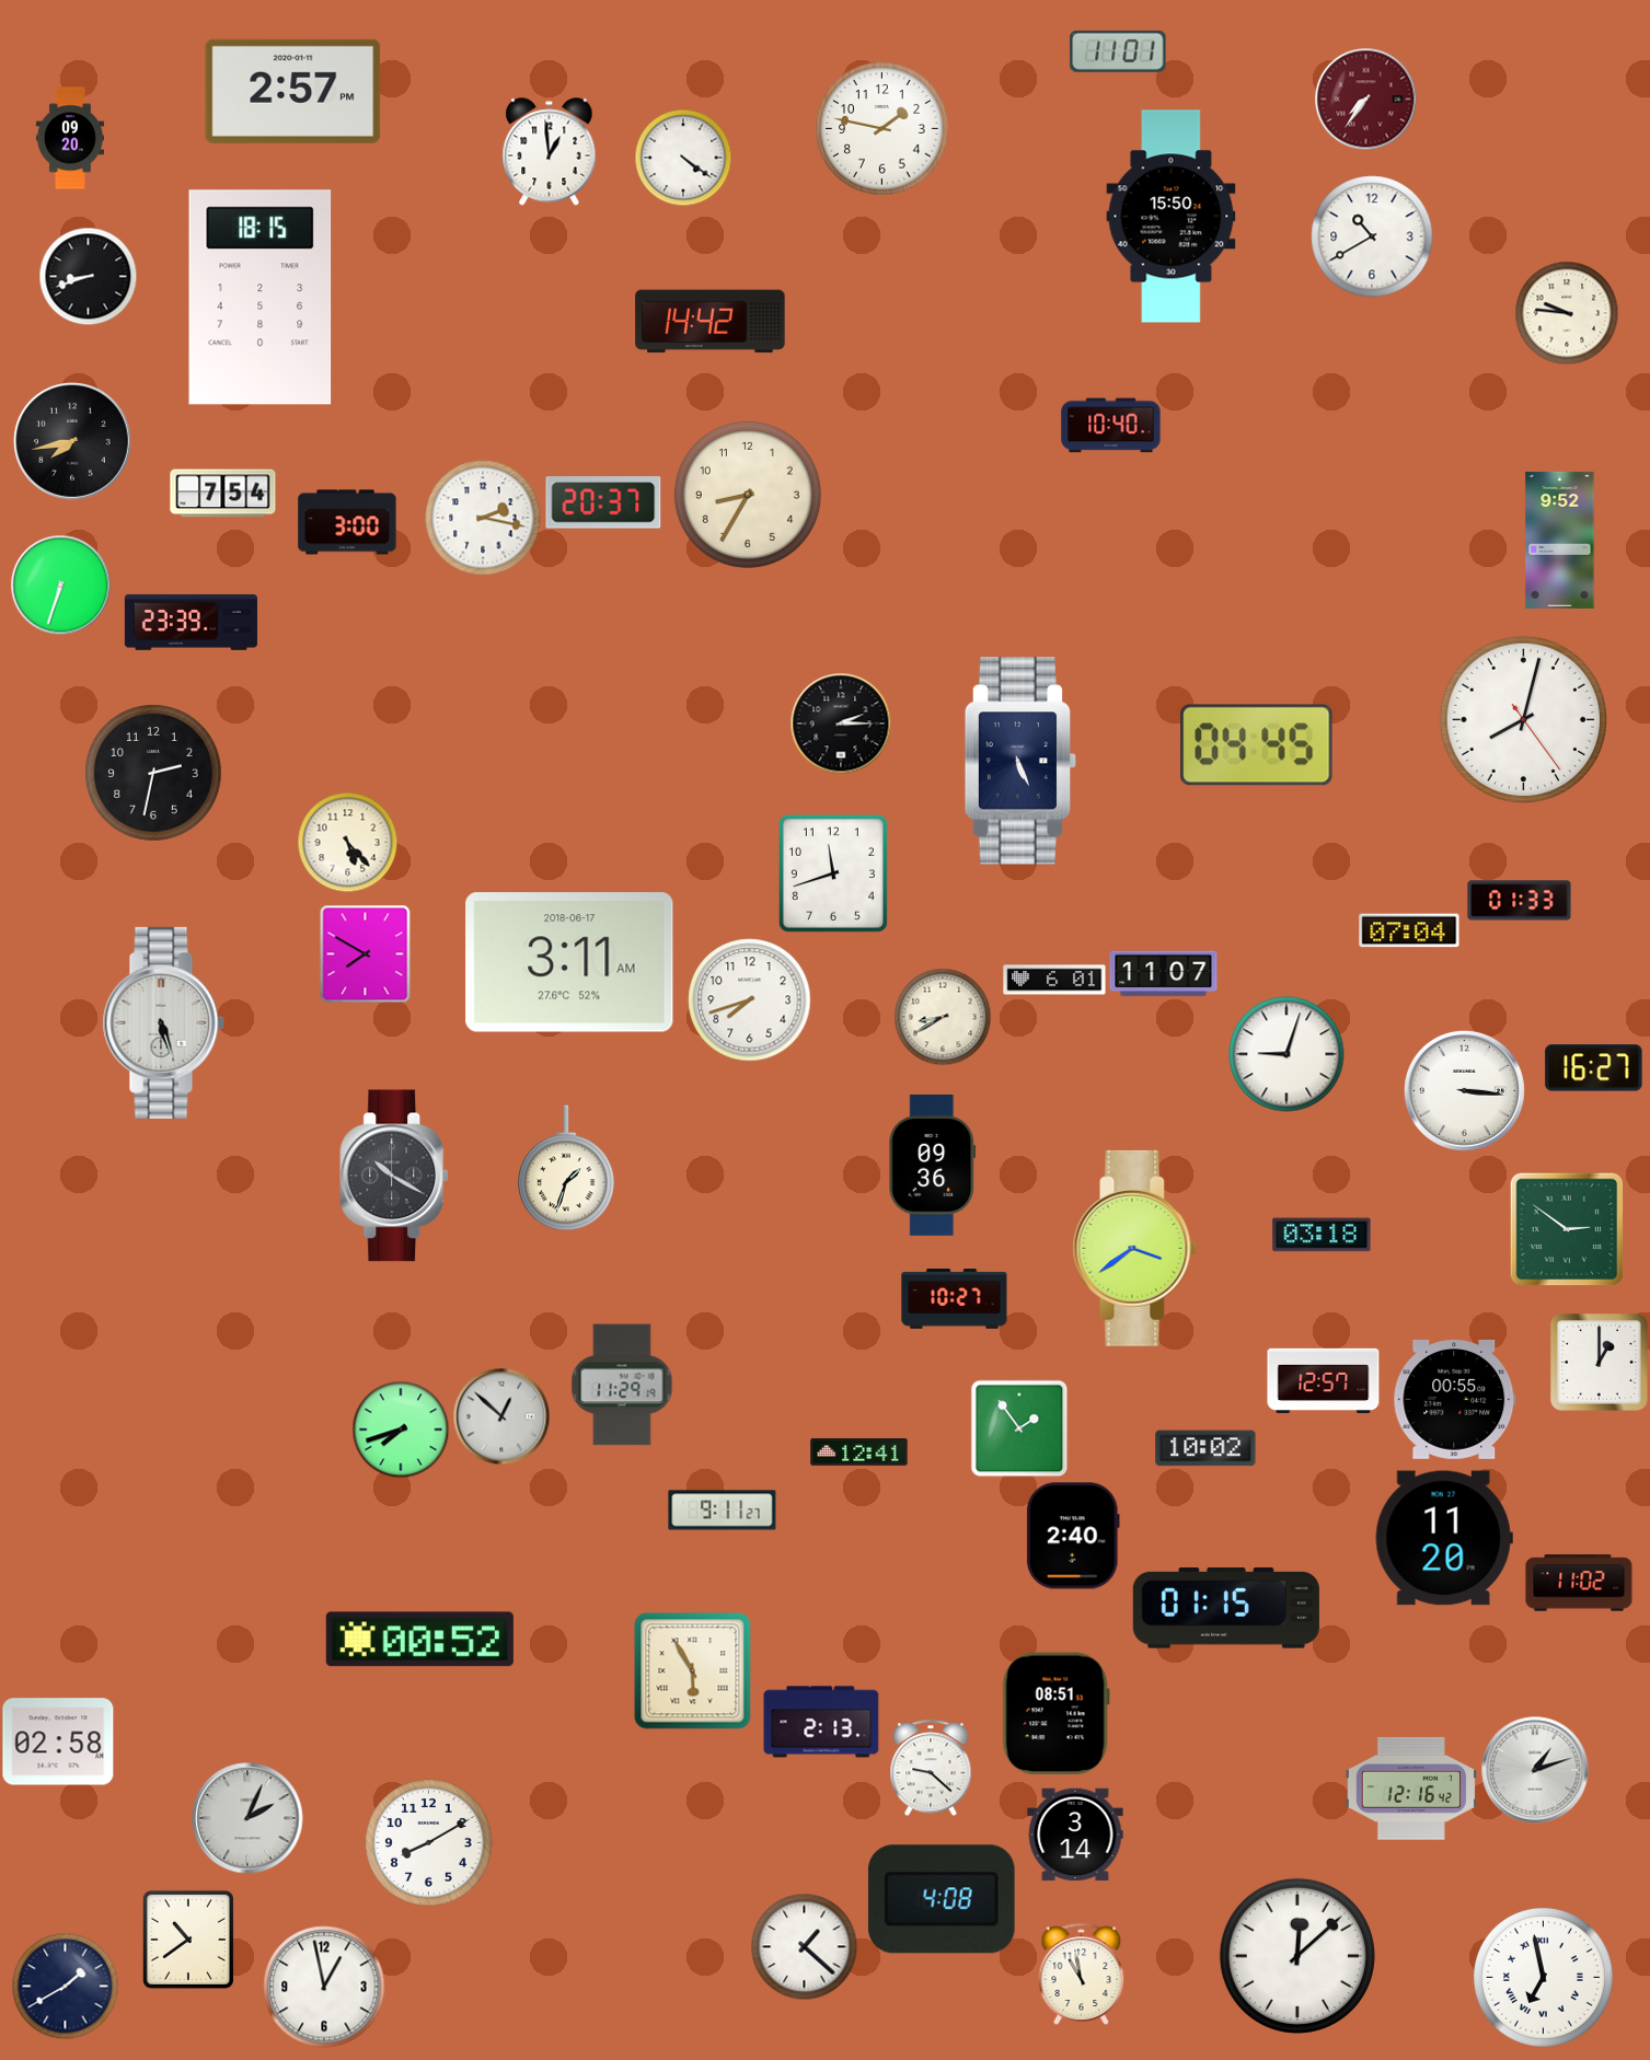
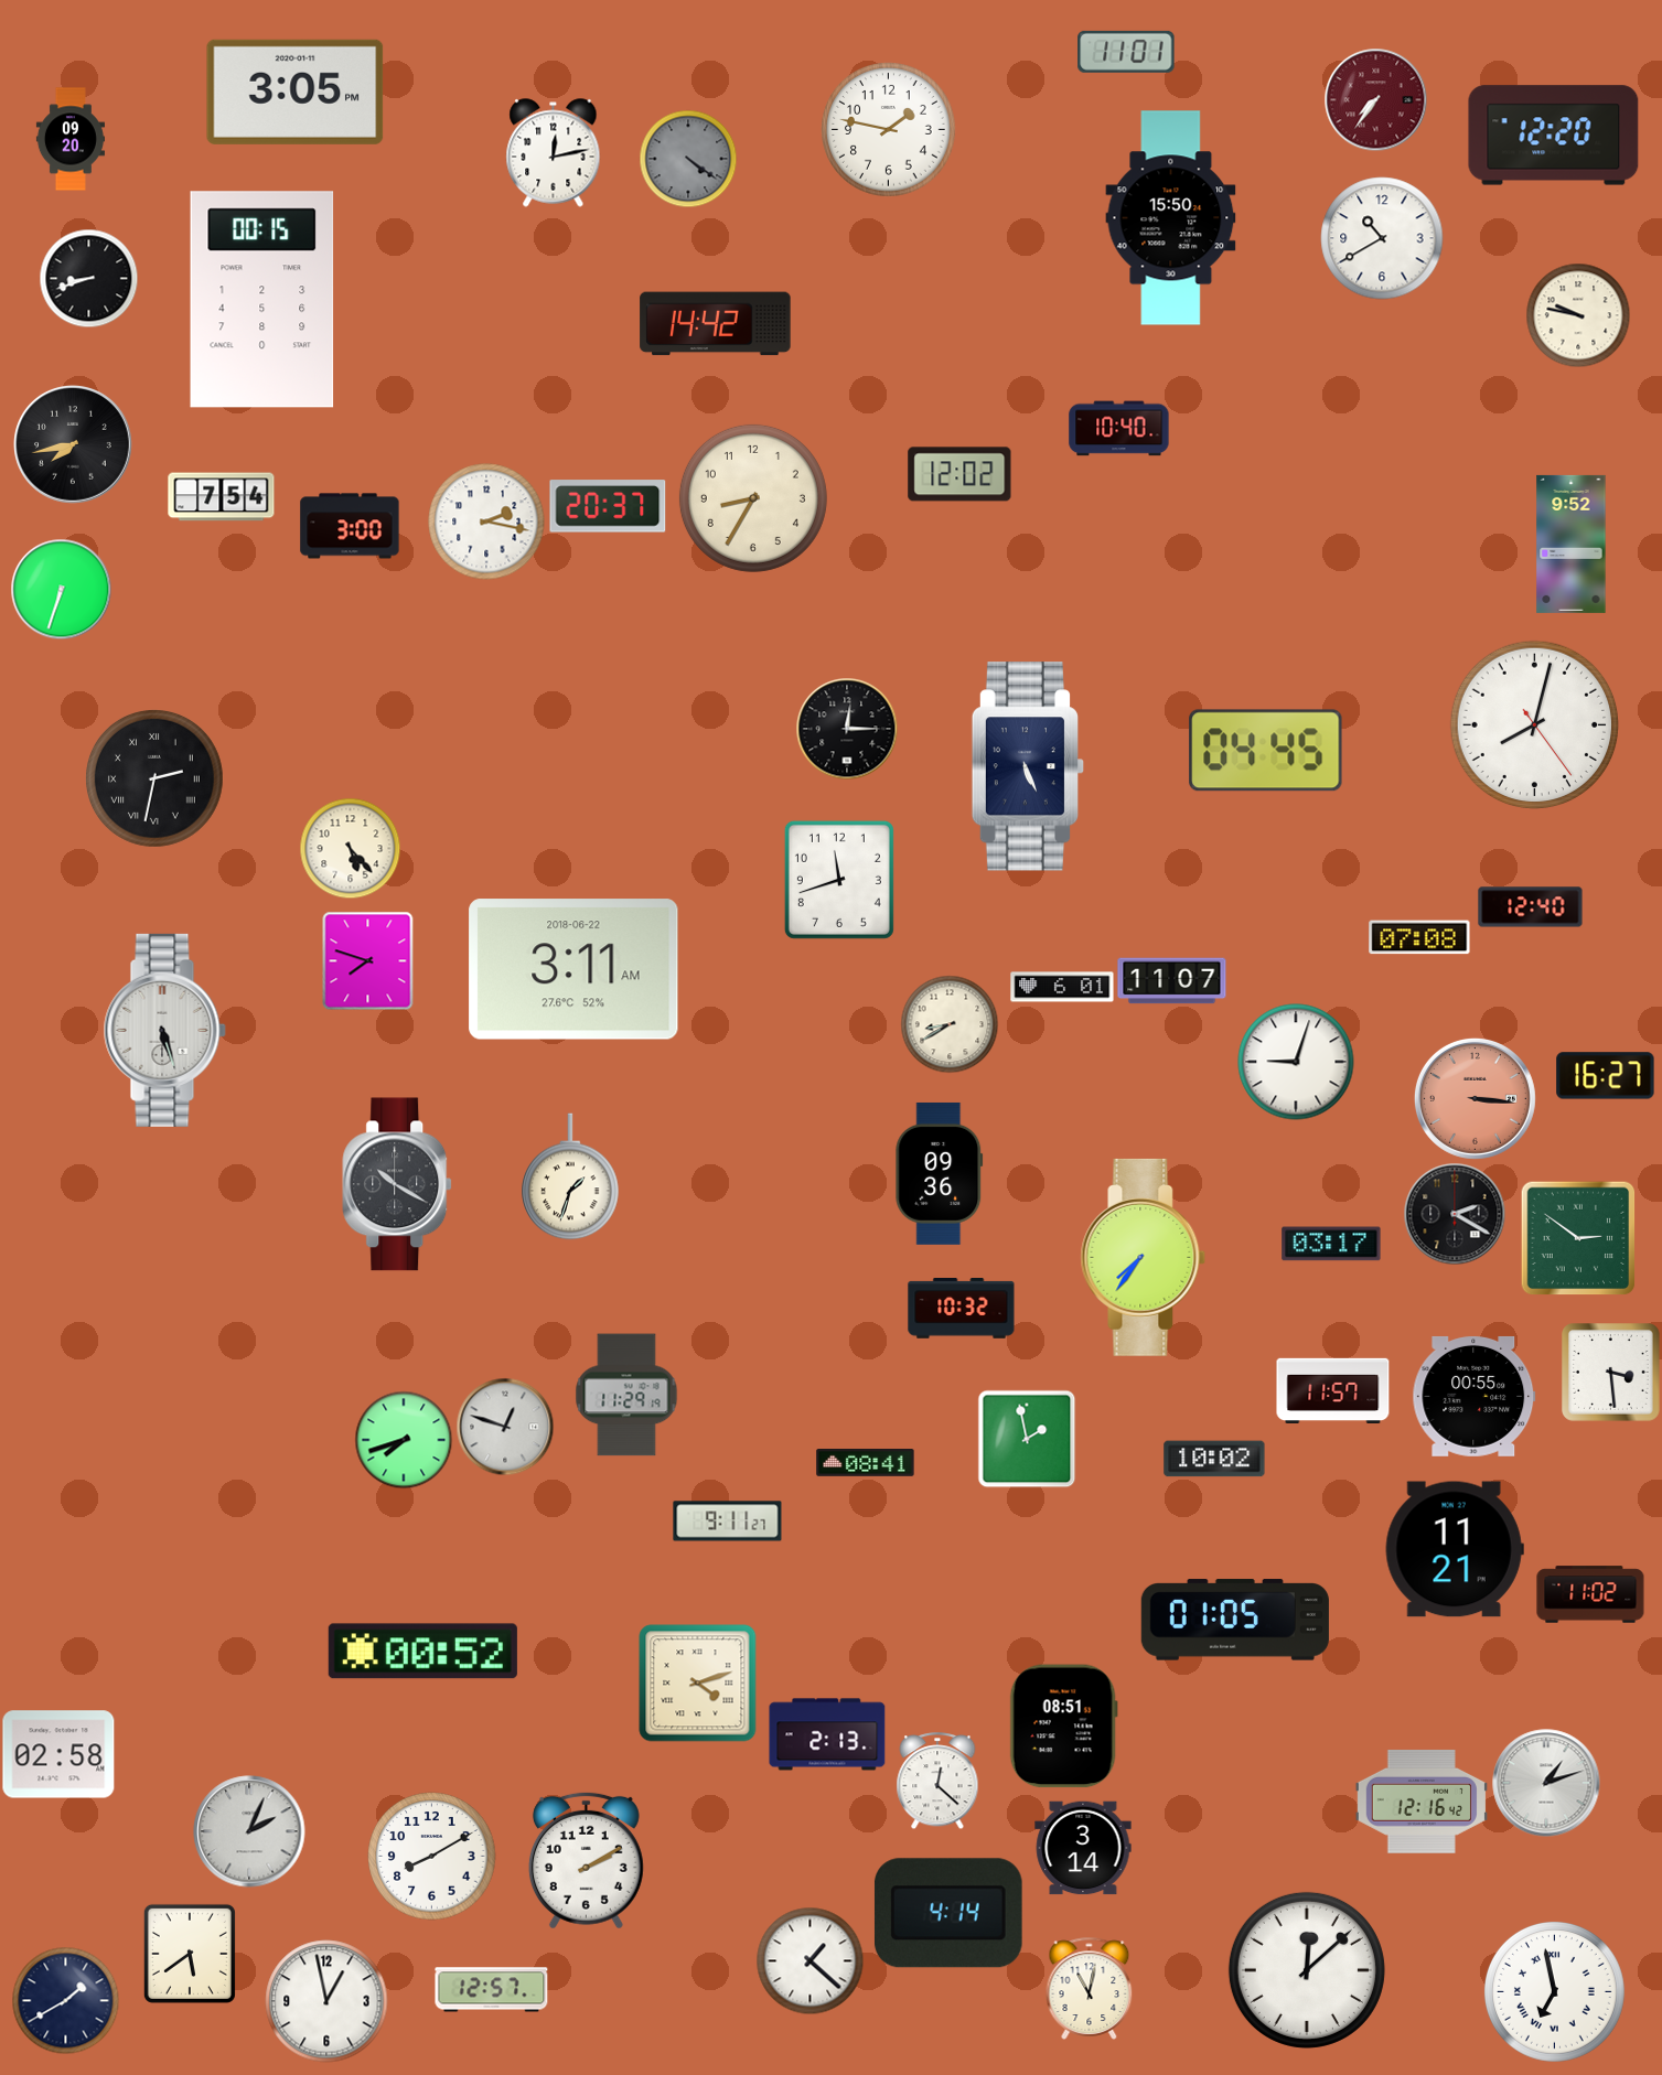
clock at (293, 91): 2:57 -> 3:05
clock at (1554, 136): none -> 12:20
clock at (550, 152): 12:59 -> 12:13
clock at (683, 158) dial: white -> grey
clock at (1172, 217) position: (1172, 217) -> (1171, 218)
clock at (261, 298): 18:15 -> 00:15
clock at (1567, 313): 9:46 -> 9:47
clock at (959, 474): none -> 12:02
clock at (223, 494) position: (223, 494) -> (222, 497)
clock at (191, 622): 23:39 -> none
clock at (841, 724): 2:15 -> 12:15
clock at (154, 774) numerals: Arabic -> Roman
clock at (1520, 901): 01:33 -> 12:40
clock at (1409, 930): 07:04 -> 07:08
clock at (366, 953): 7:50 -> 7:48
clock at (569, 962) date: 2018-06-17 -> 2018-06-22
clock at (750, 1000): 7:42 -> none
clock at (1464, 1090) dial: white -> salmon
clock at (1455, 1214): none -> 2:20
clock at (1322, 1235): 03:18 -> 03:17
clock at (1135, 1248): 3:39 -> 7:36
clock at (955, 1299): 10:27 -> 10:32
clock at (1600, 1363): 1:00 -> 3:29
clock at (1324, 1380): 12:57 -> 11:57
clock at (1455, 1399) position: (1455, 1399) -> (1475, 1396)
clock at (501, 1416): 12:52 -> 12:48
clock at (1019, 1428): 1:54 -> 1:58
clock at (859, 1453): 12:41 -> 08:41
clock at (1073, 1536): 2:40 -> none
clock at (1444, 1538): 11:20 -> 11:21
clock at (1226, 1608): 01:15 -> 01:05
clock at (693, 1671): 5:55 -> 4:12
clock at (931, 1768): 9:22 -> 12:22
clock at (586, 1860): none -> 2:10
clock at (942, 1899): 4:08 -> 4:14
clock at (188, 1940): 10:39 -> 5:39
clock at (1082, 1974): 10:58 -> 11:02
clock at (492, 1990): none -> 12:57
